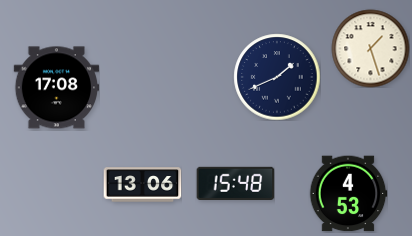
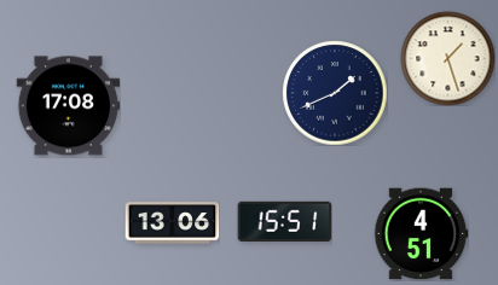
clock at (235, 183): 15:48 -> 15:51
clock at (348, 194): 4:53 -> 4:51
